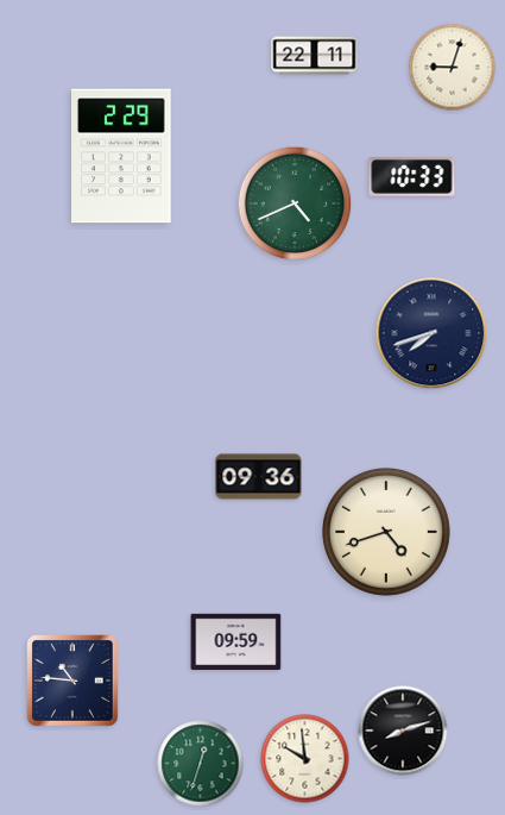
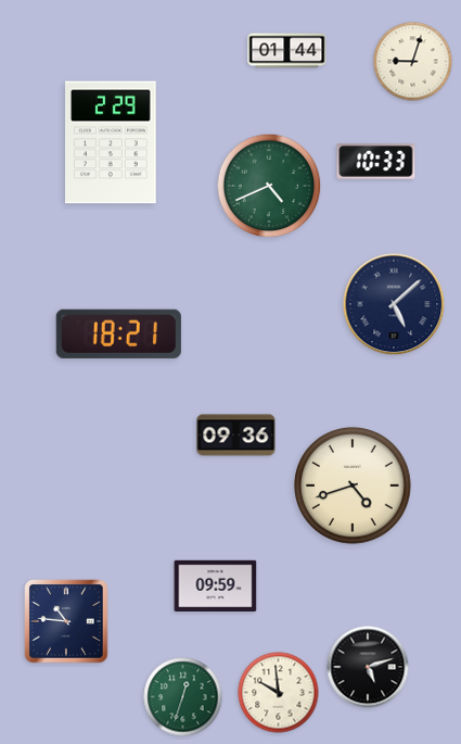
clock at (315, 56): 22:11 -> 01:44
clock at (431, 333): 7:42 -> 5:08
clock at (118, 333): none -> 18:21
clock at (403, 731): 8:12 -> 5:12
